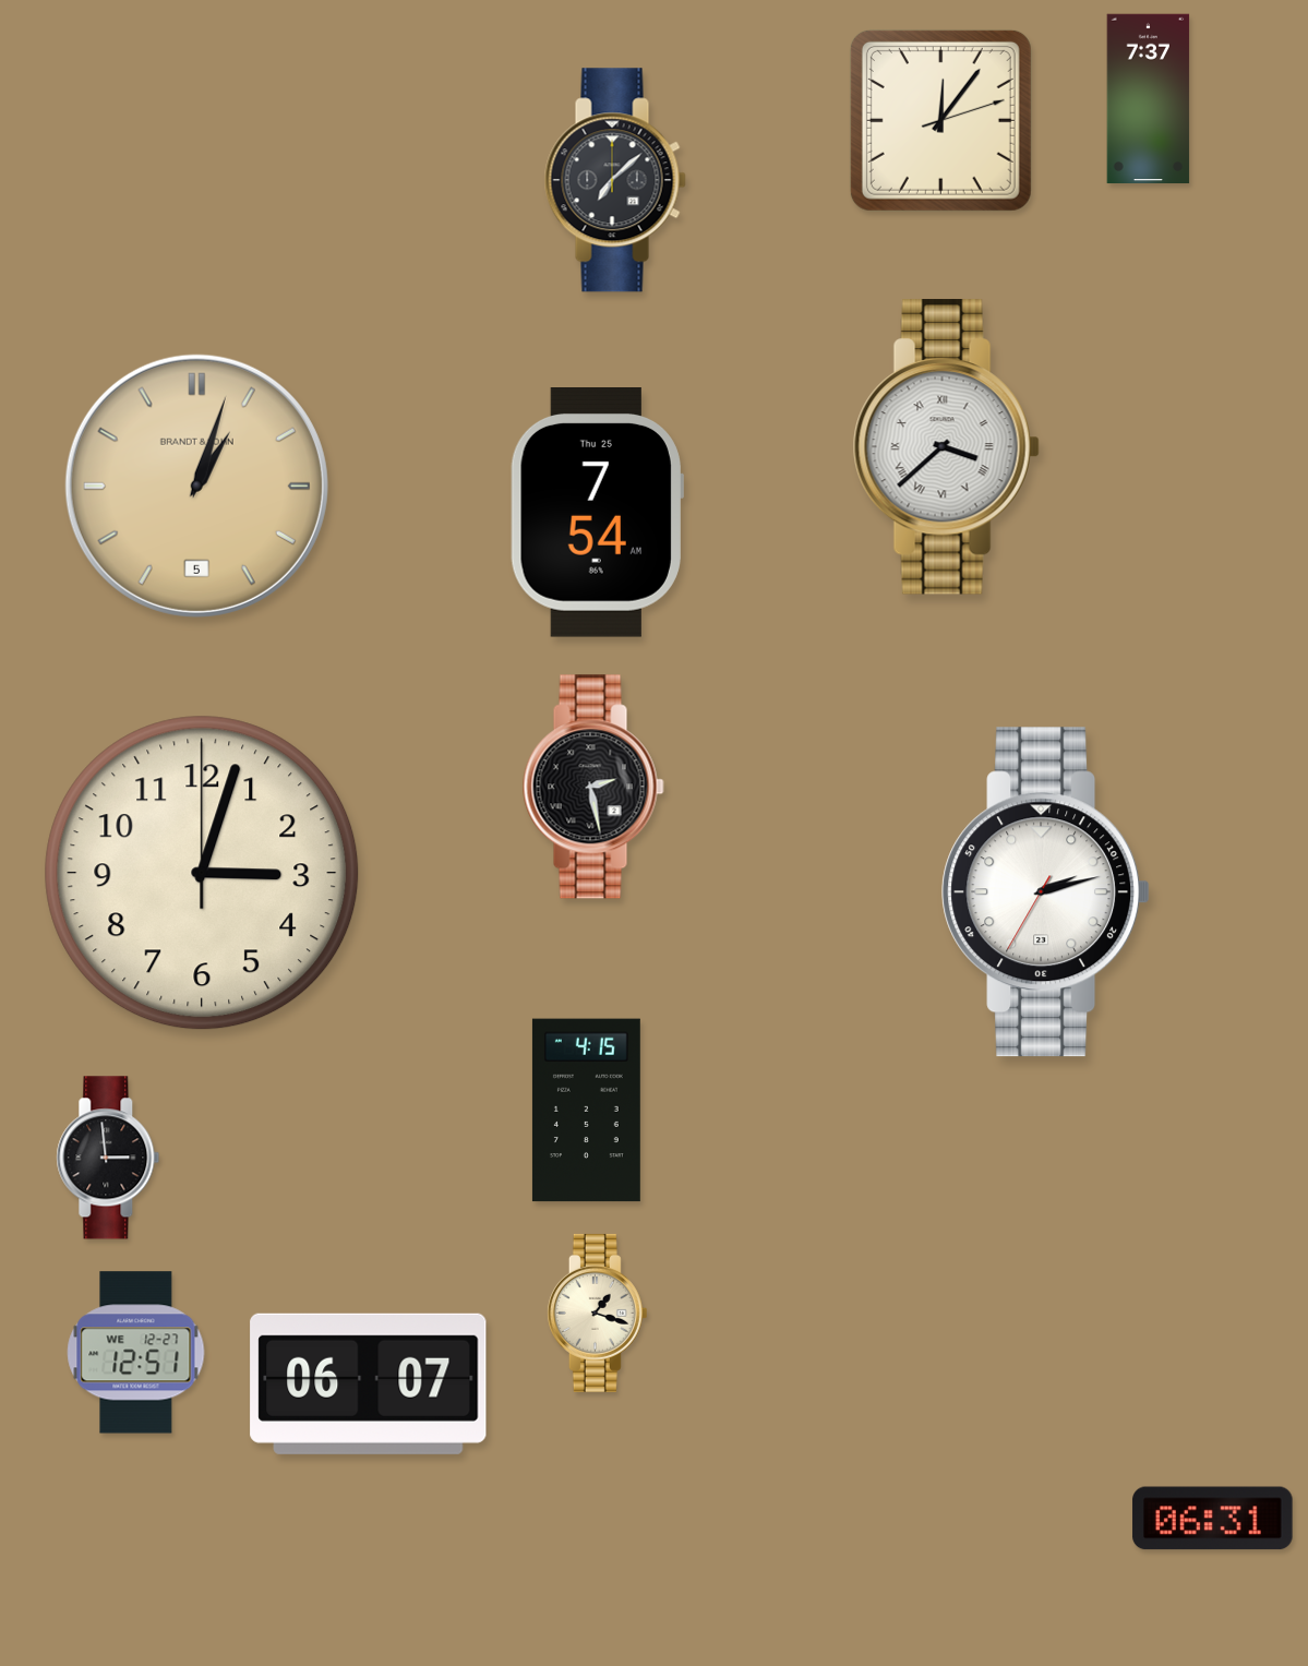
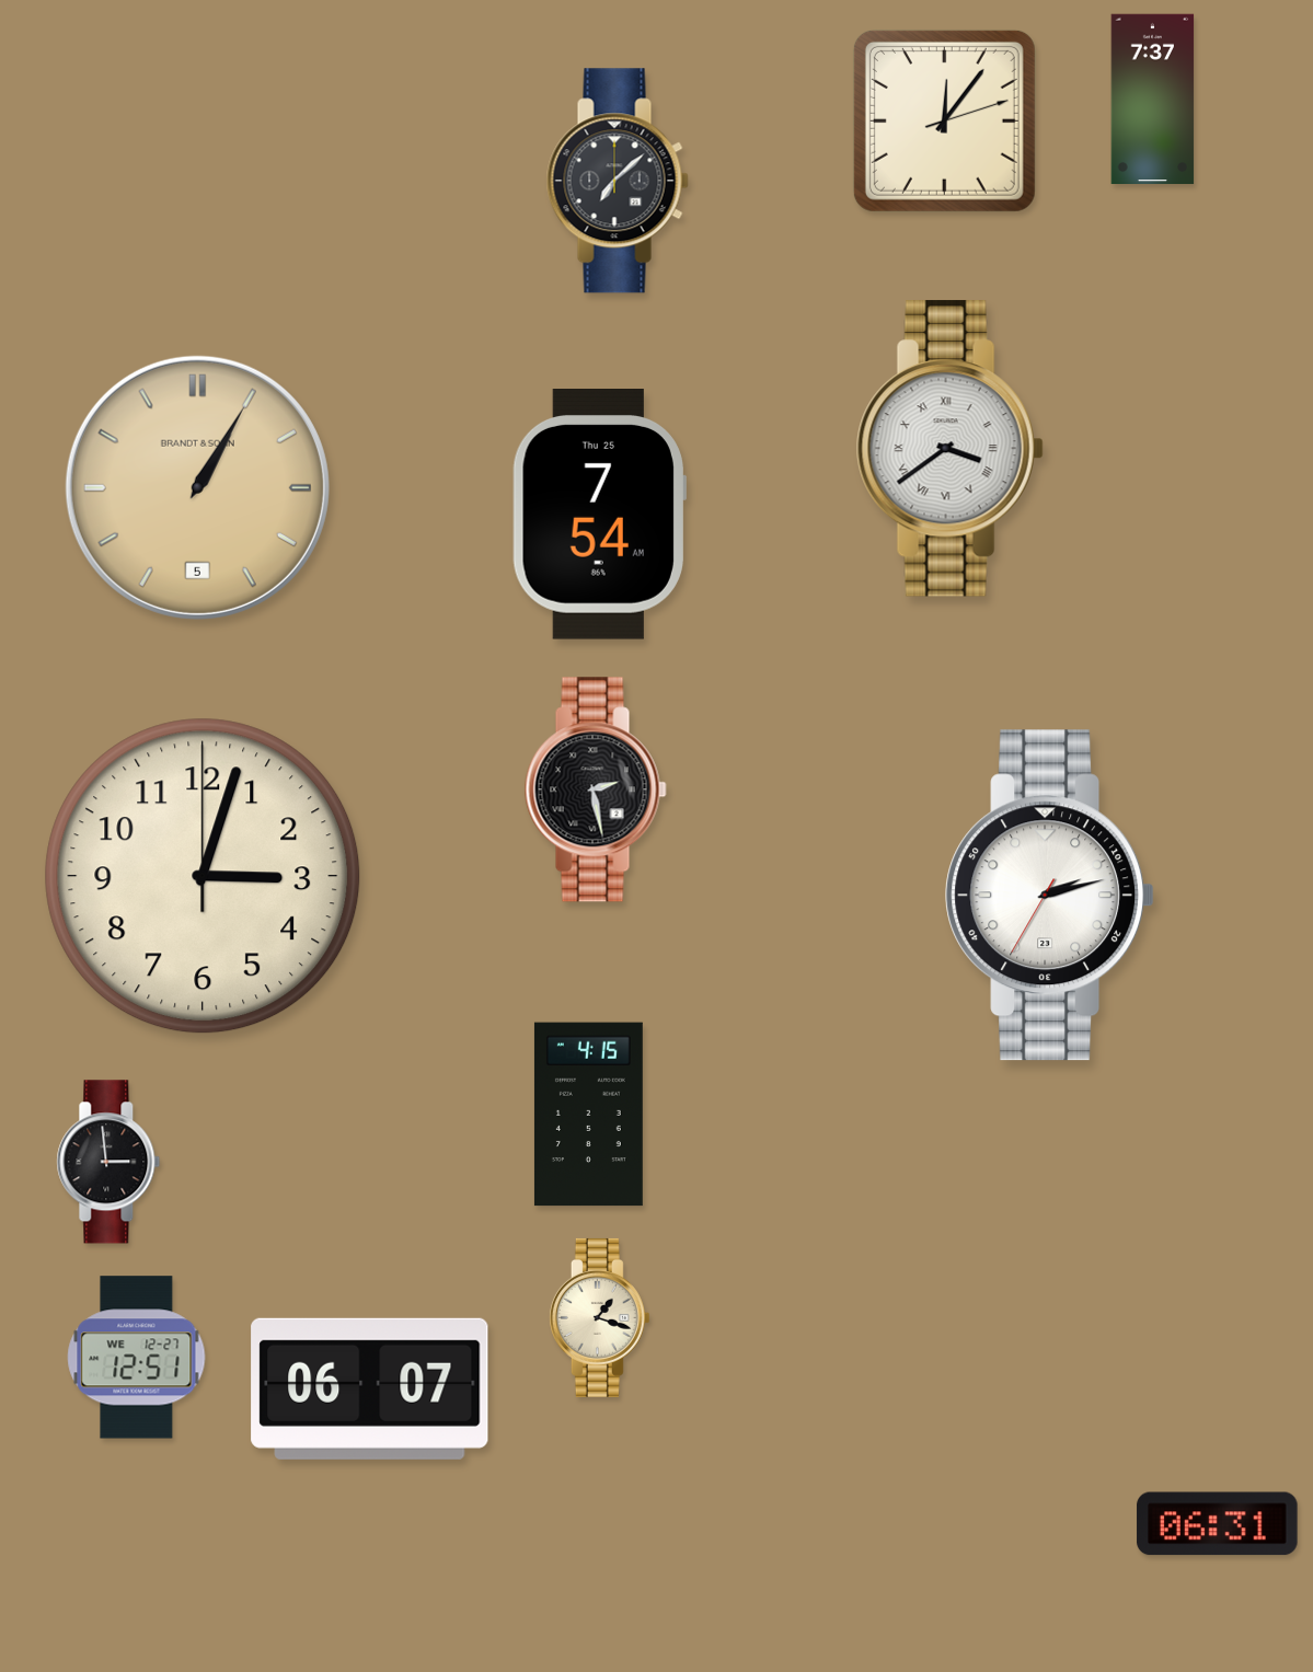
clock at (946, 447): 3:38 -> 3:39
clock at (196, 486): 1:03 -> 1:05
